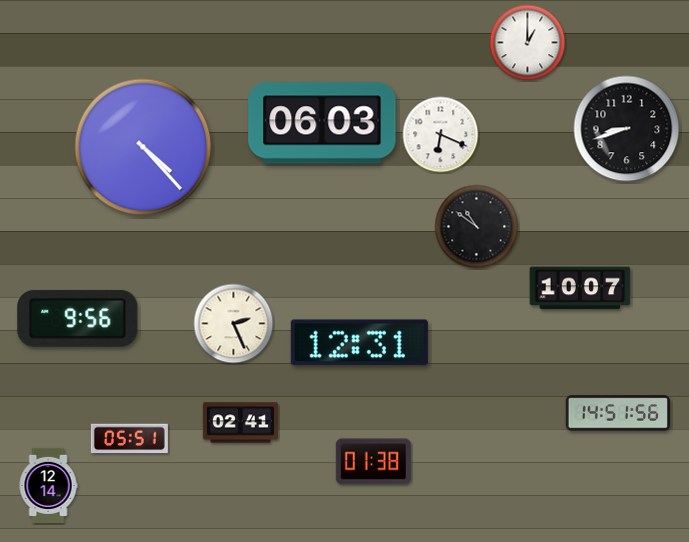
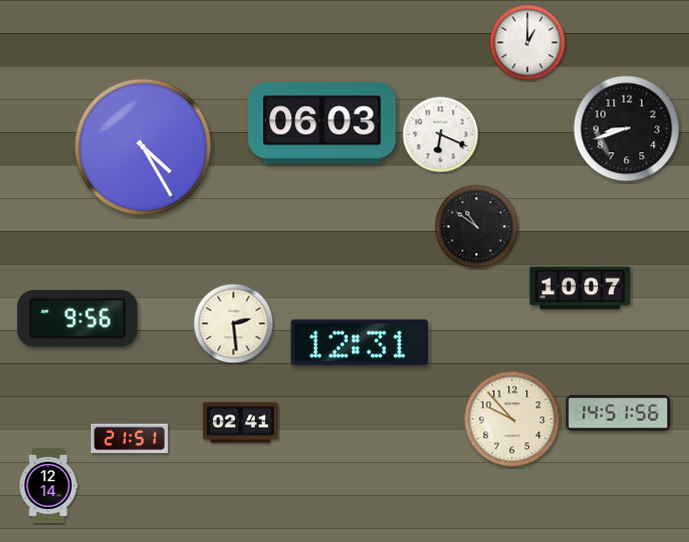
clock at (143, 147): 4:23 -> 4:25
clock at (234, 324): 2:26 -> 2:29
clock at (512, 419): none -> 9:53
clock at (129, 439): 05:51 -> 21:51
clock at (373, 462): 01:38 -> none
